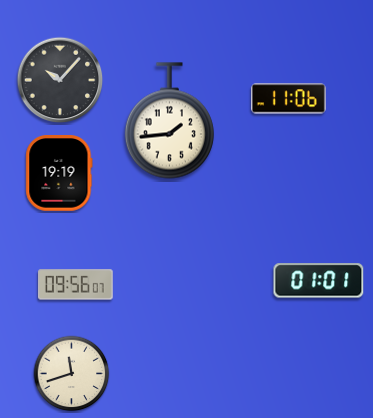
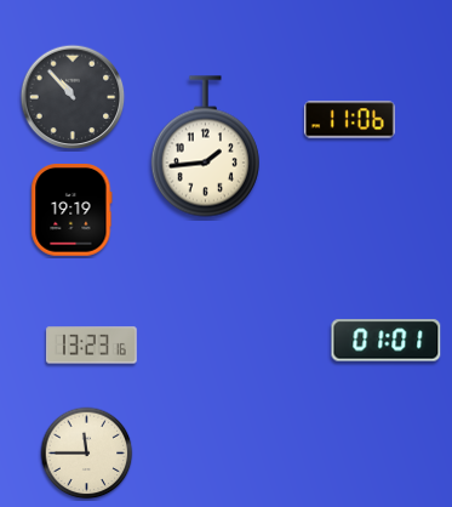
clock at (60, 80): 10:07 -> 10:53
clock at (75, 285): 09:56 -> 13:23
clock at (72, 374): 11:42 -> 11:45
